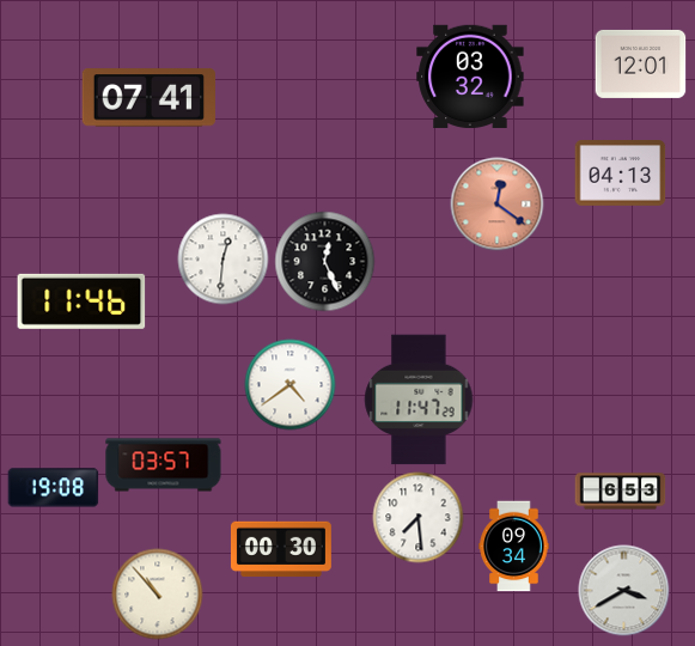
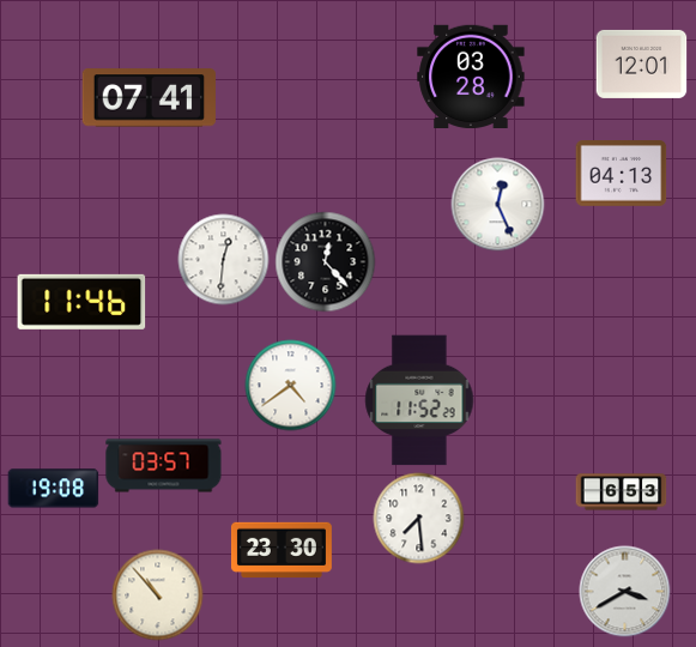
clock at (470, 75): 03:32 -> 03:28
clock at (498, 205): 12:21 -> 12:26
clock at (498, 205) dial: salmon -> white
clock at (325, 262): 12:26 -> 12:23
clock at (419, 400): 11:47 -> 11:52
clock at (514, 547): 09:34 -> none
clock at (281, 548): 00:30 -> 23:30
